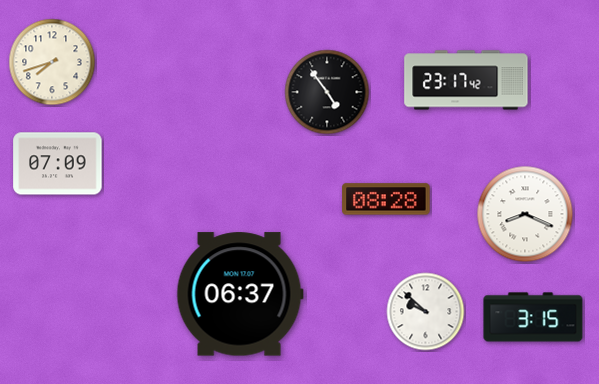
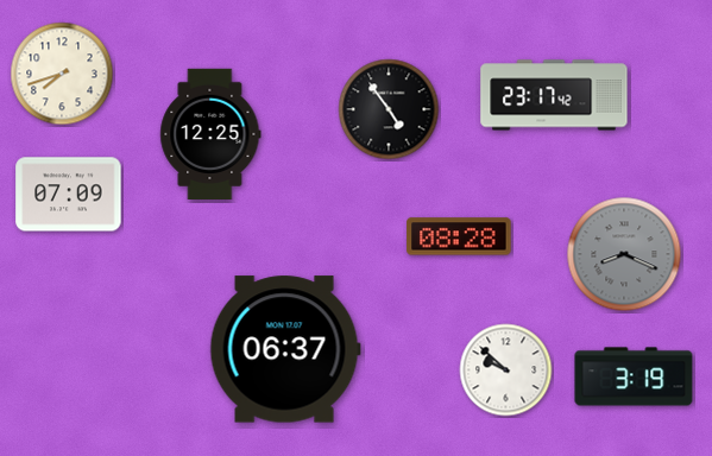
clock at (210, 133): none -> 12:25
clock at (525, 214) dial: white -> grey
clock at (533, 317): 3:15 -> 3:19
